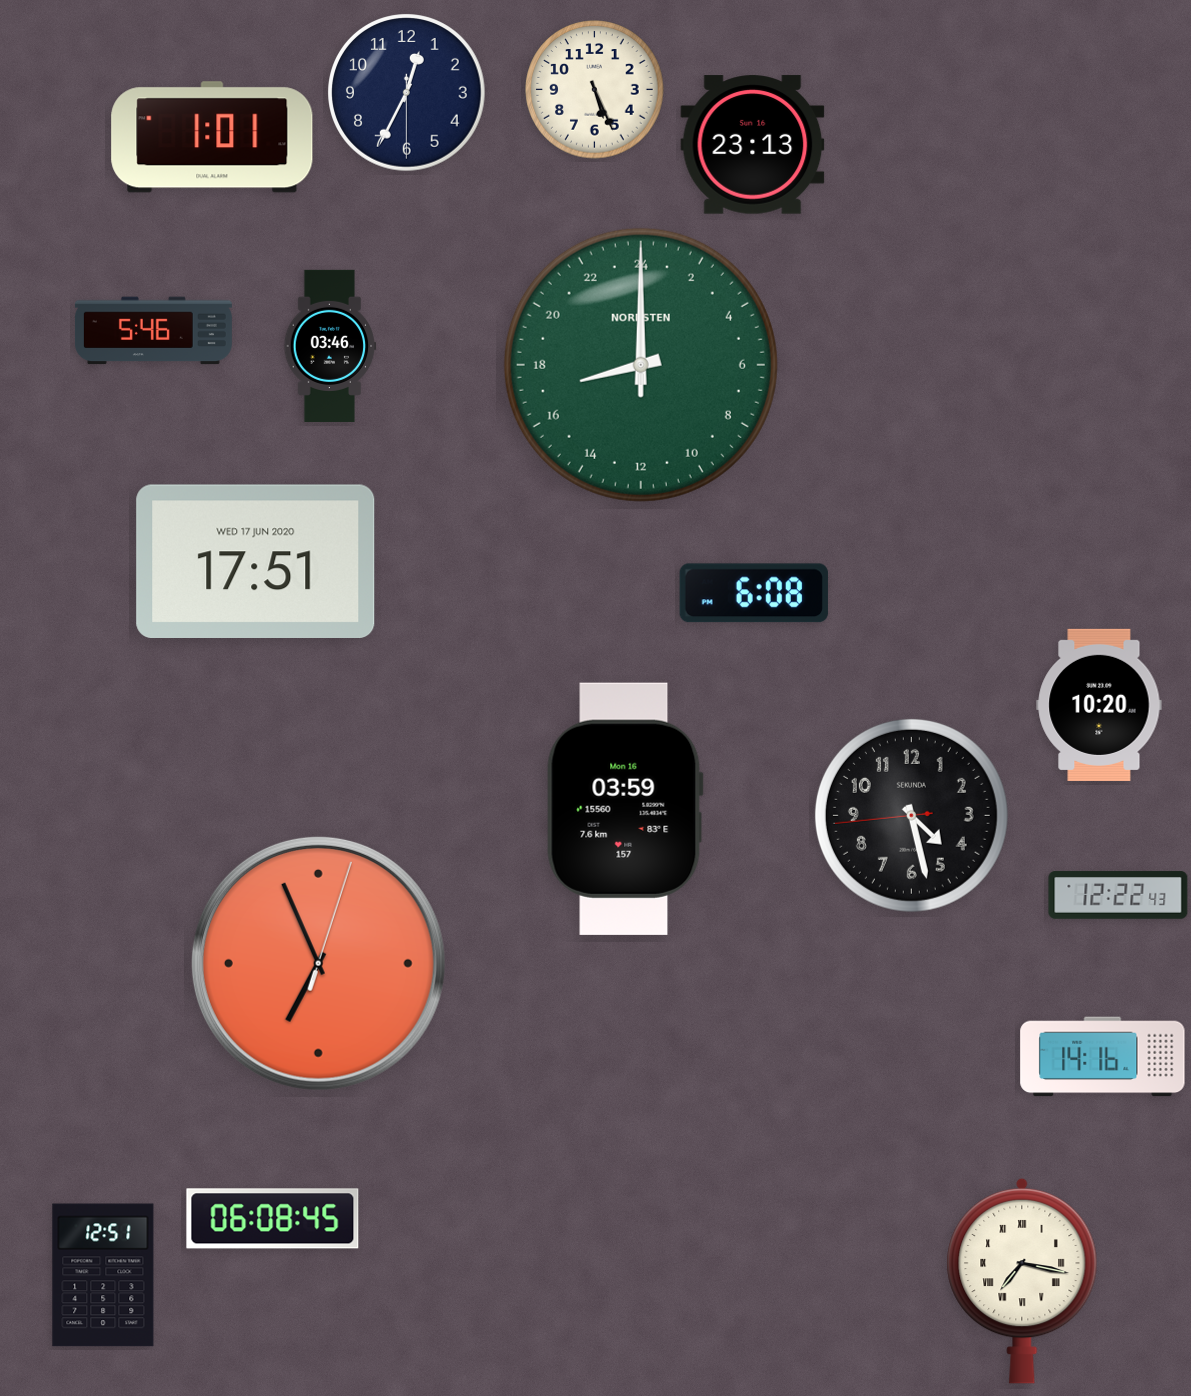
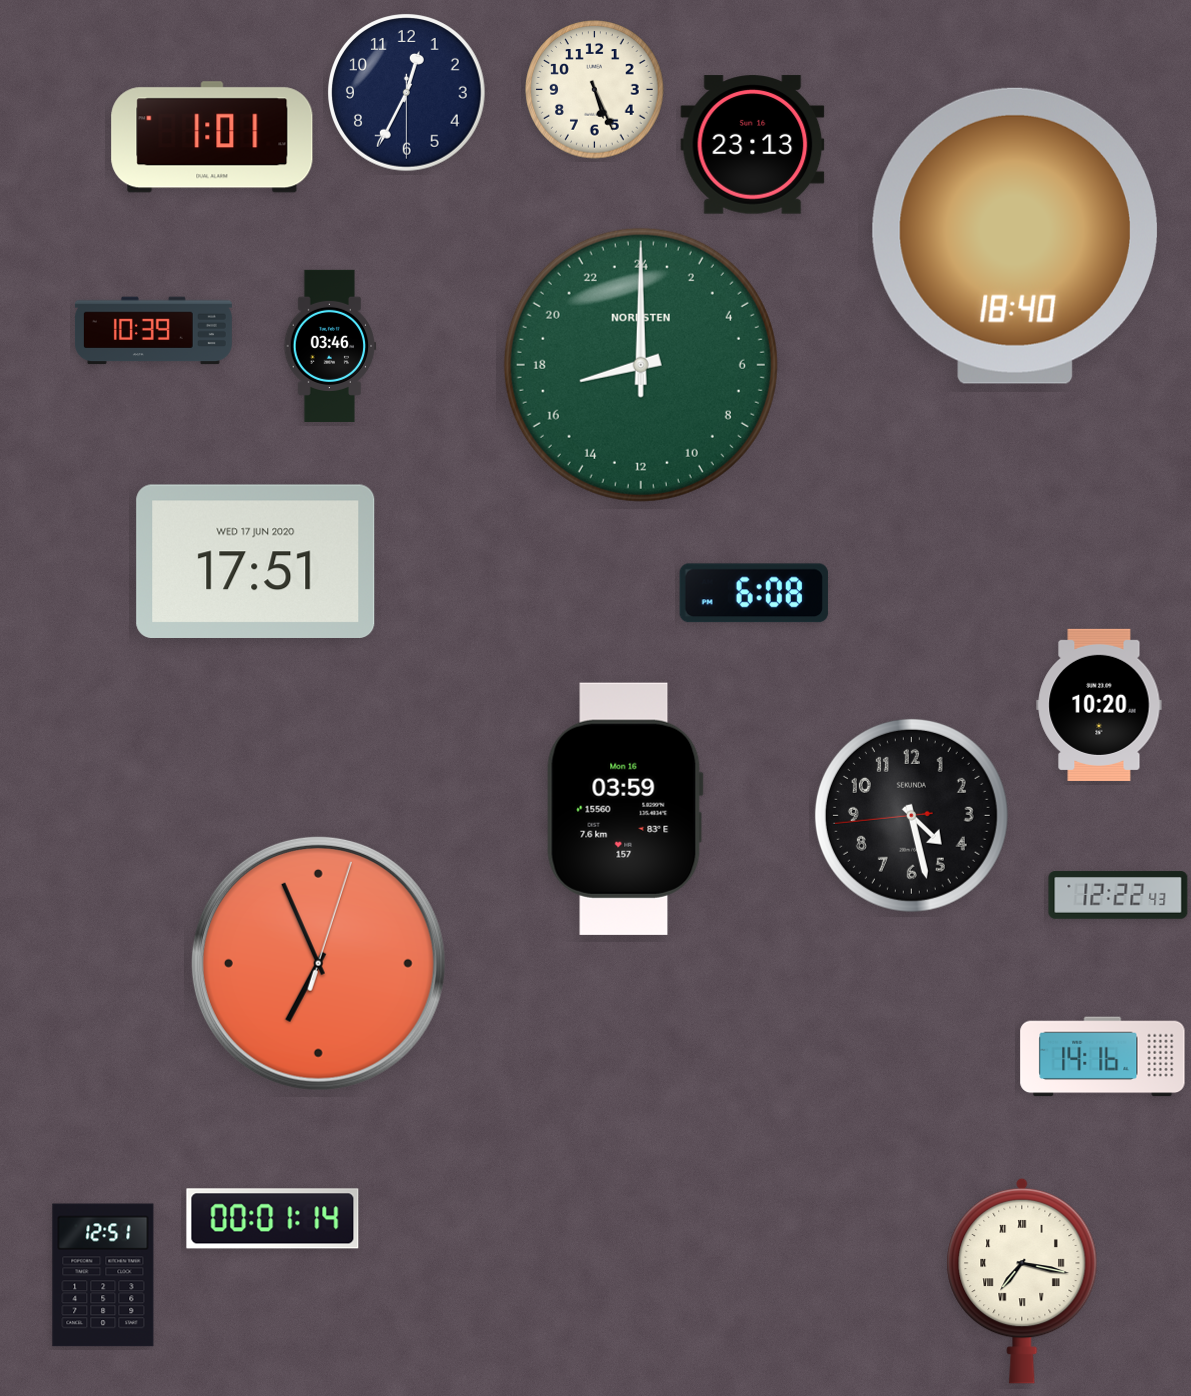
clock at (1015, 236): none -> 18:40
clock at (153, 331): 5:46 -> 10:39
clock at (273, 1219): 06:08 -> 00:01
